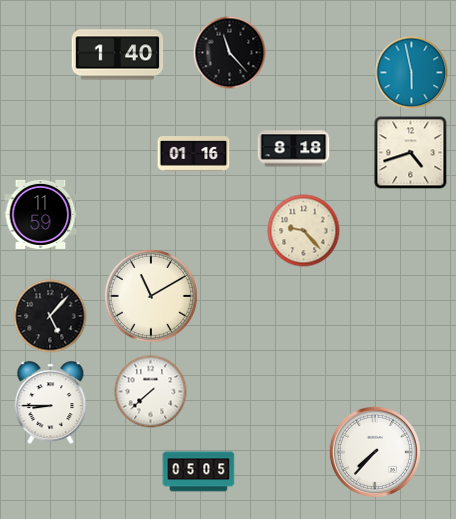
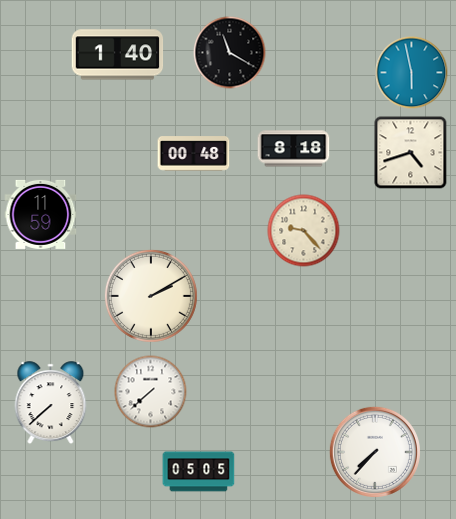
clock at (230, 53): 11:23 -> 11:20
clock at (194, 154): 01:16 -> 00:48
clock at (151, 296): 11:10 -> 2:10
clock at (50, 316): 5:07 -> none
clock at (51, 403): 8:45 -> 7:38
